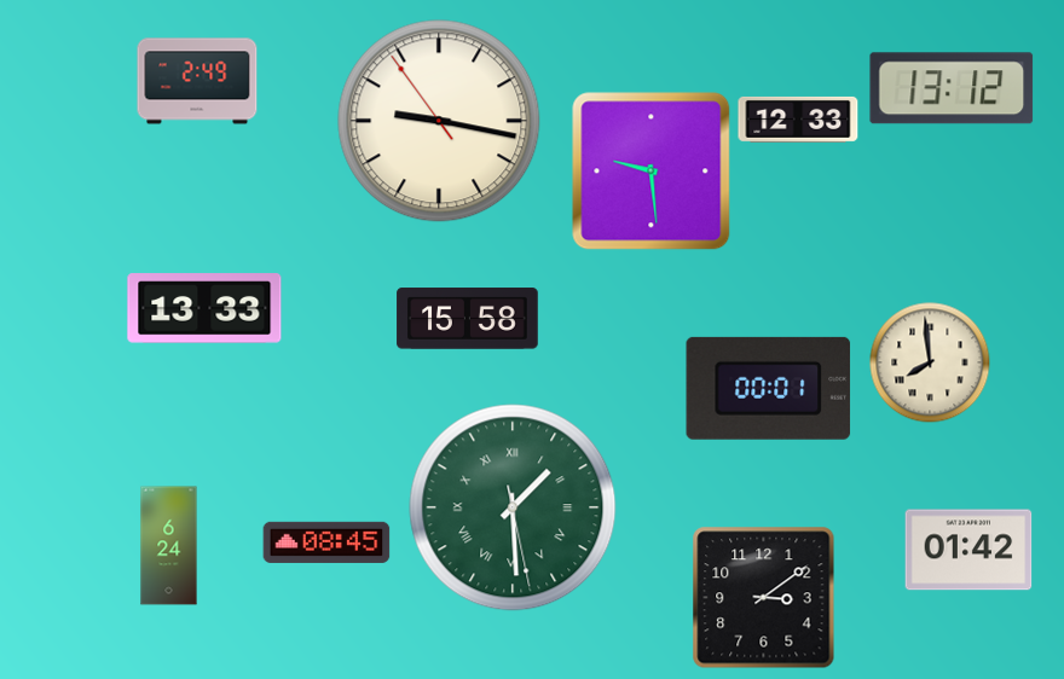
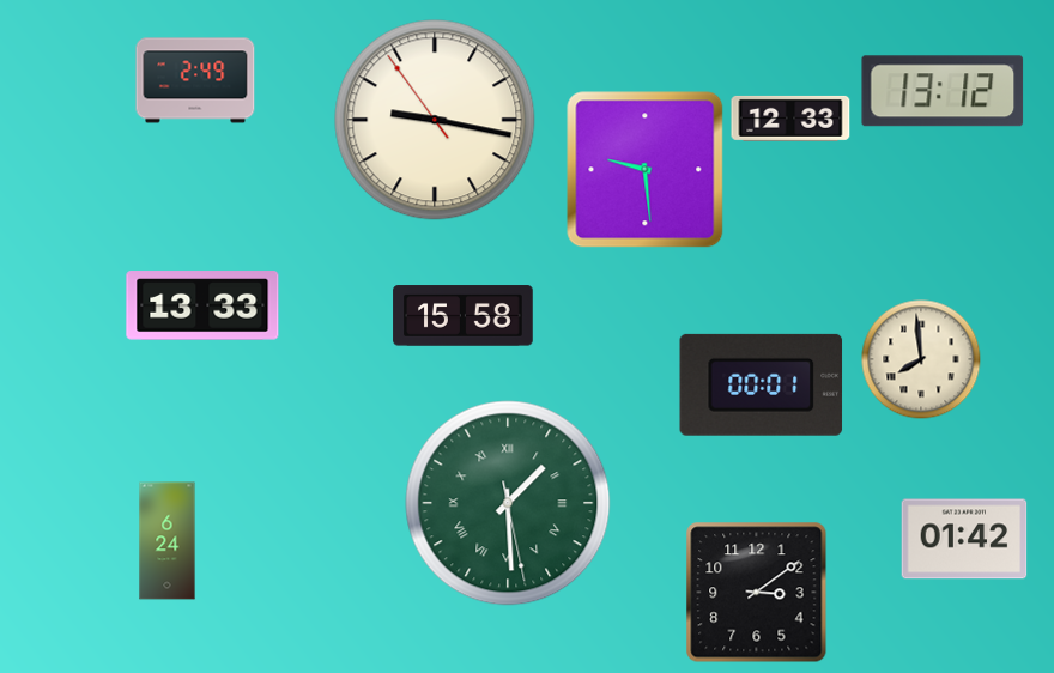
clock at (952, 88) position: (952, 88) -> (943, 91)
clock at (326, 542): 08:45 -> none
clock at (968, 550) position: (968, 550) -> (964, 539)
